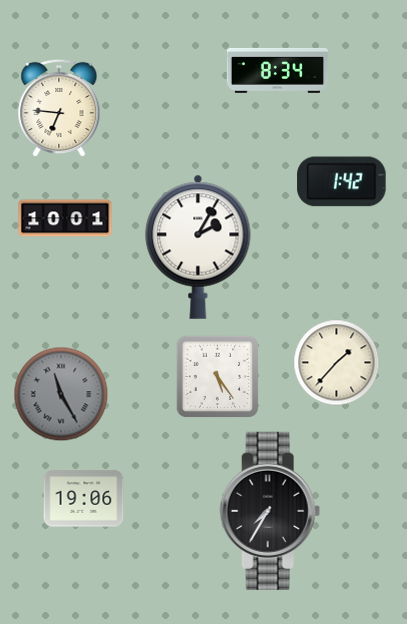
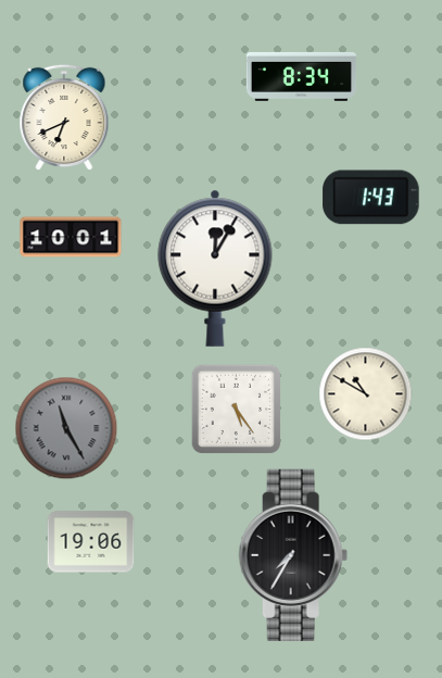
clock at (59, 108): 6:46 -> 6:41
clock at (342, 182): 1:42 -> 1:43
clock at (198, 247): 2:05 -> 12:05
clock at (337, 363): 1:37 -> 10:50
